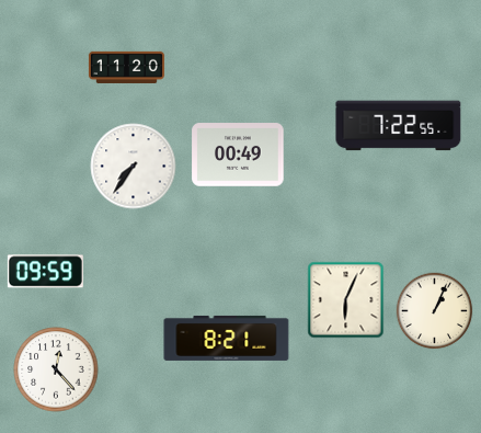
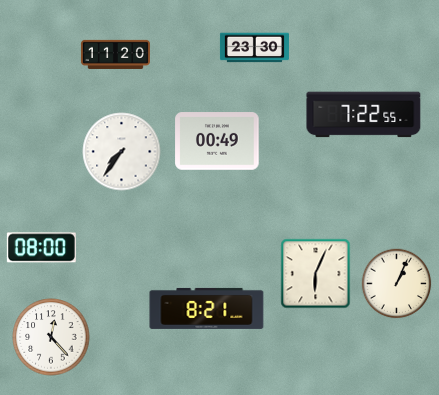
clock at (254, 48): none -> 23:30
clock at (126, 67) position: (126, 67) -> (115, 54)
clock at (45, 272): 09:59 -> 08:00
